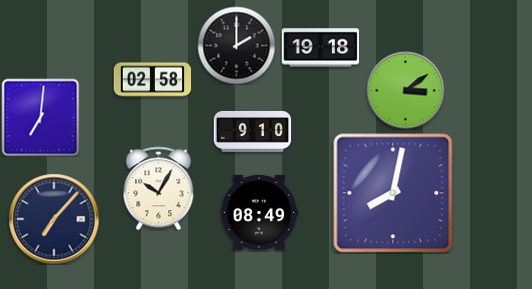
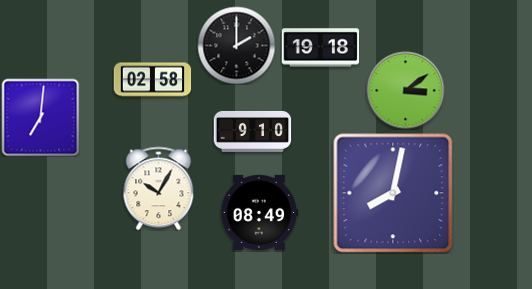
clock at (54, 219): 7:07 -> none
